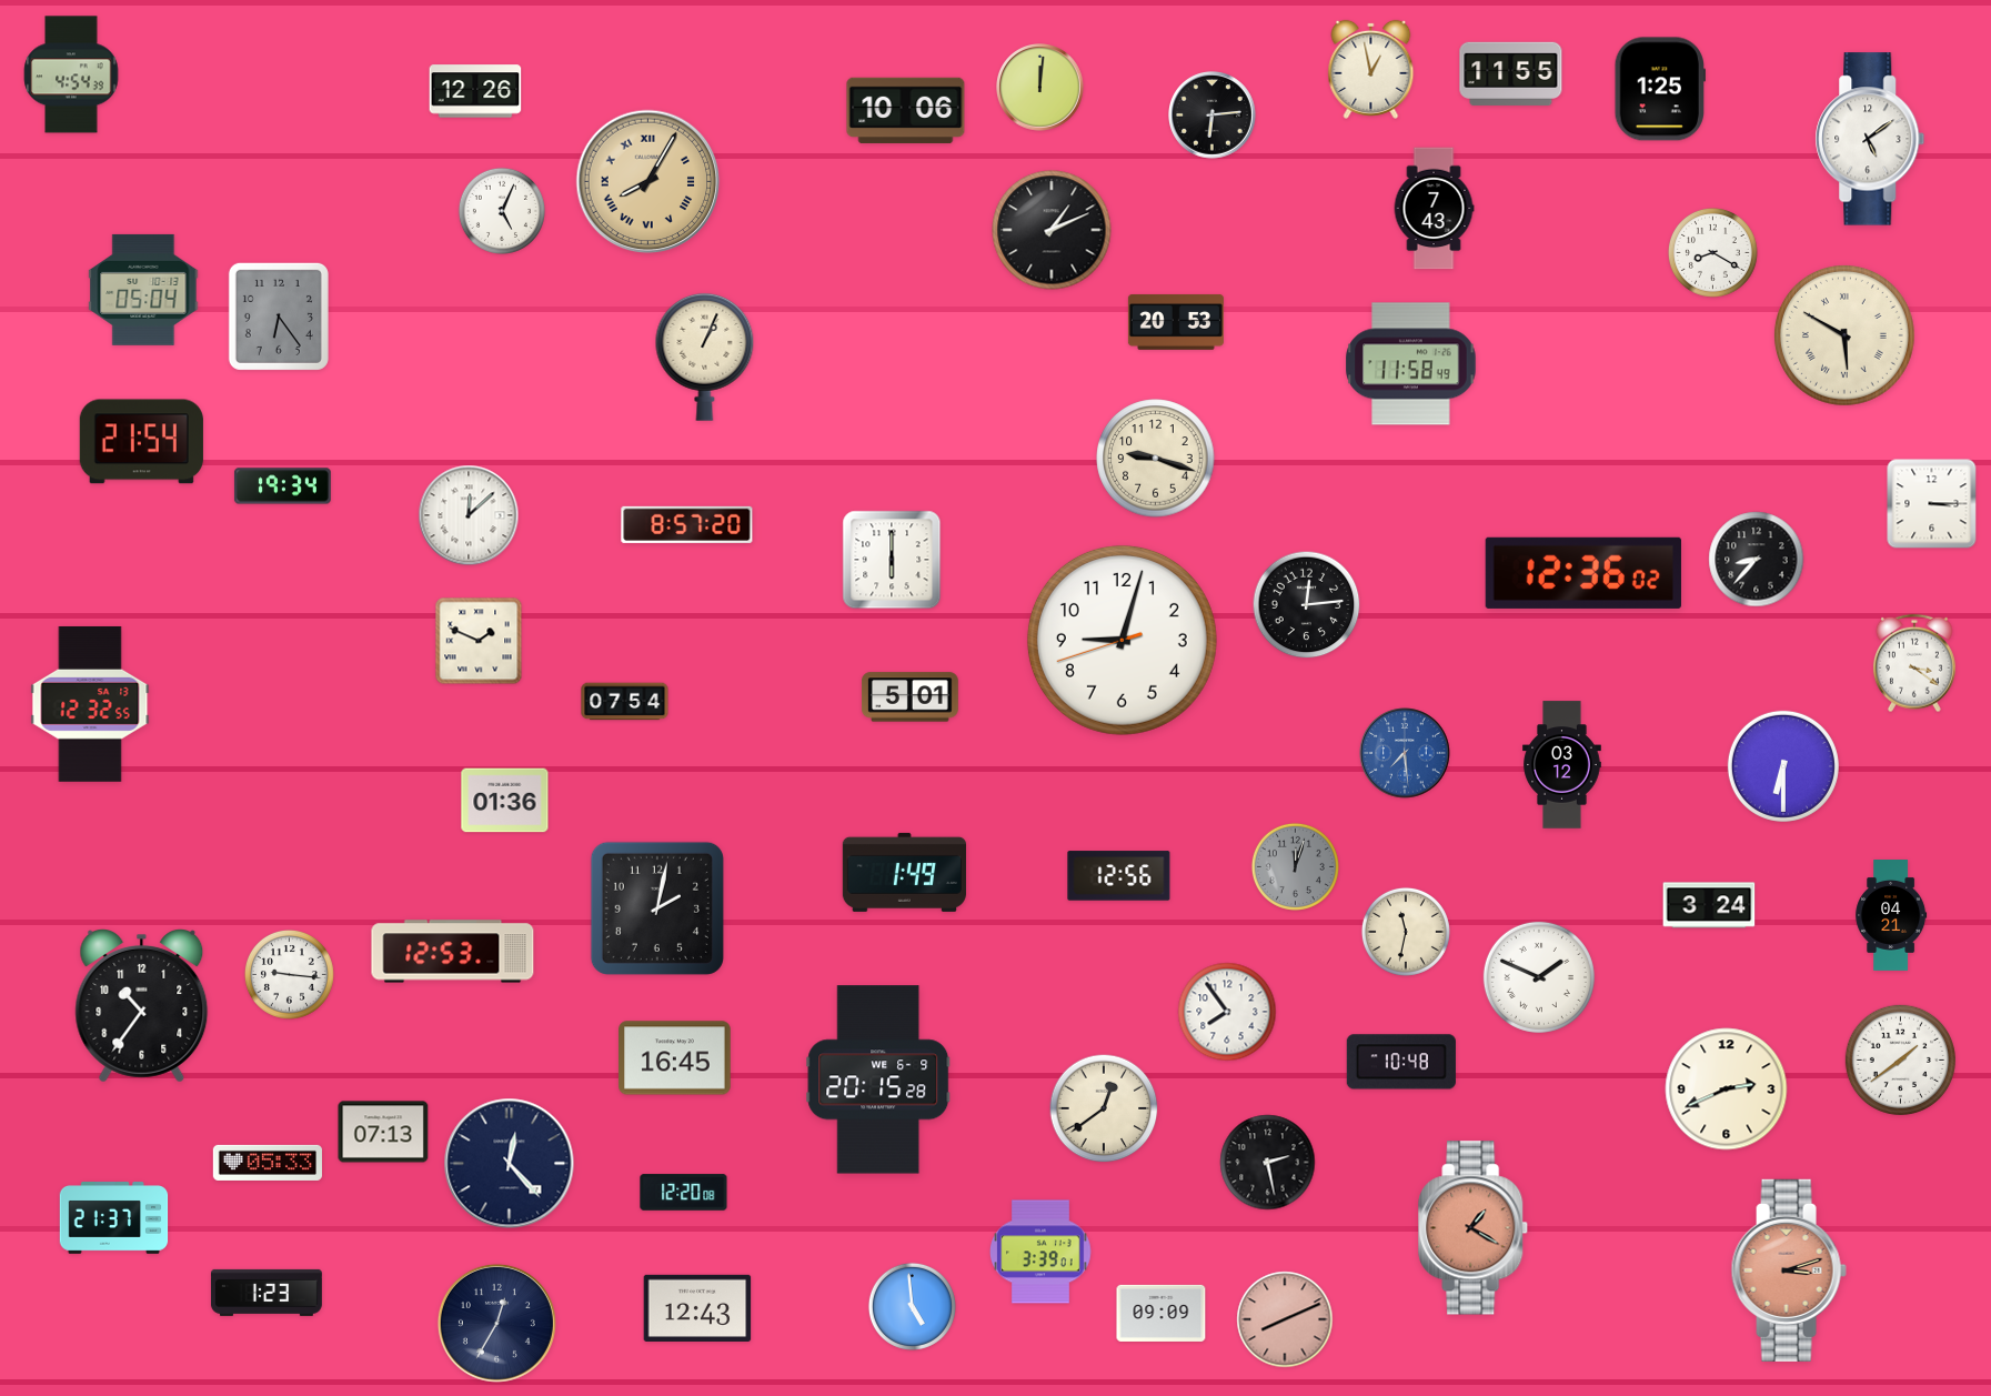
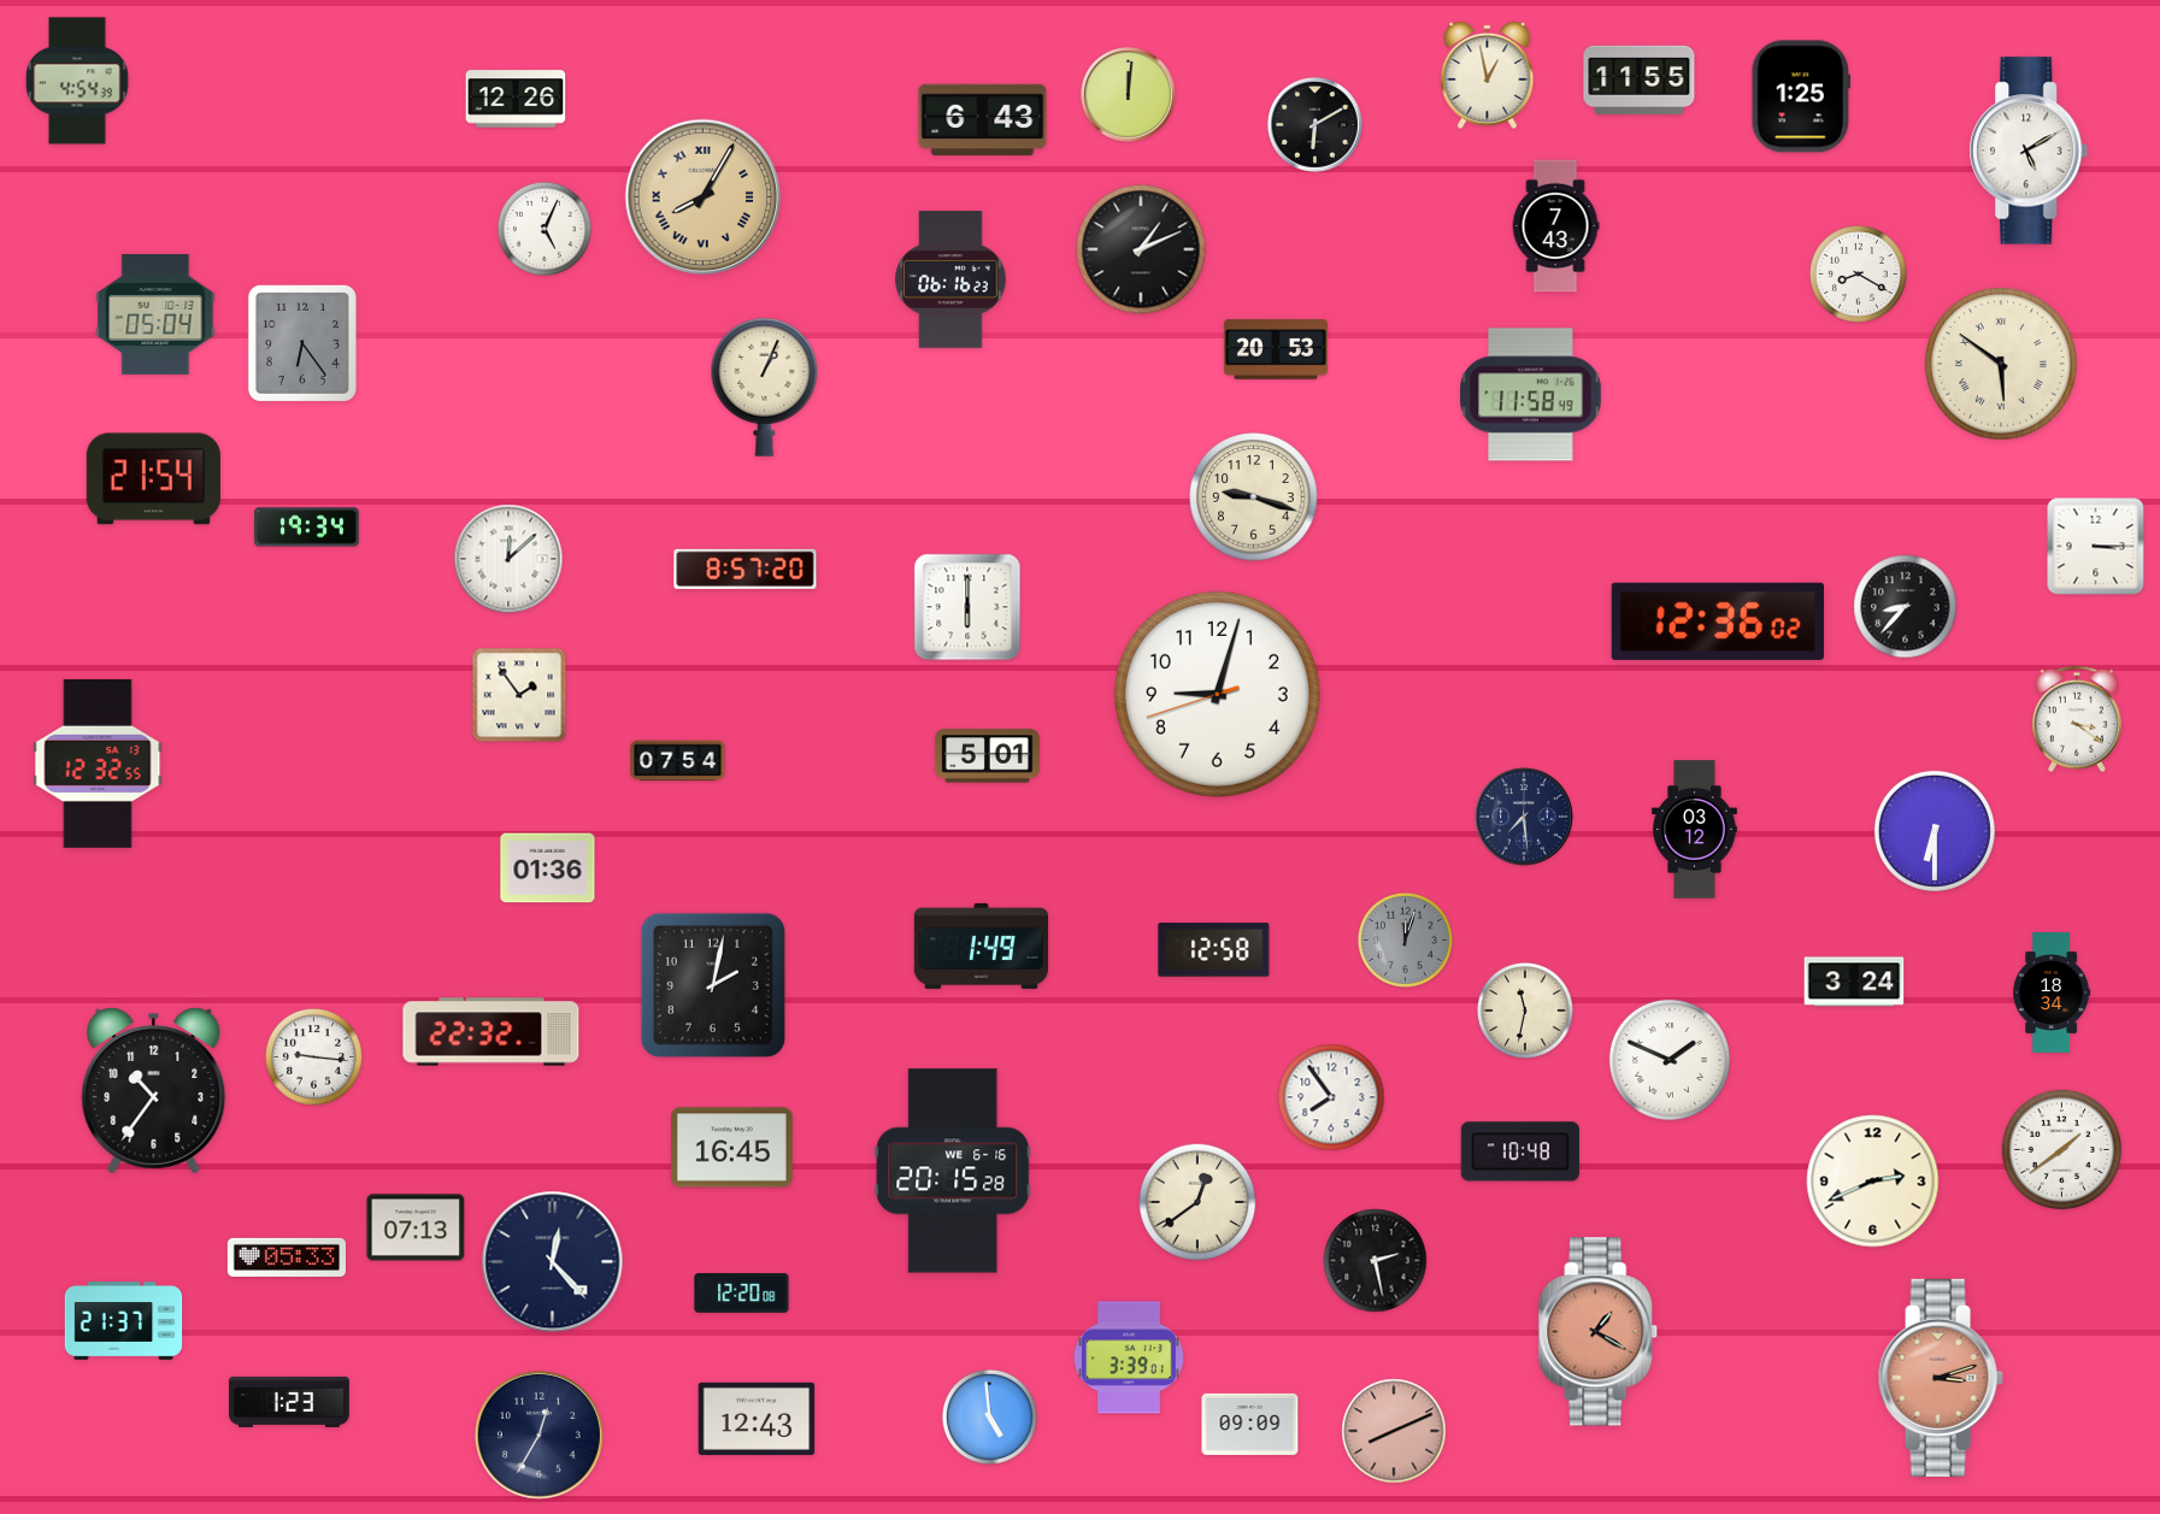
clock at (906, 111): 10:06 -> 6:43
clock at (1213, 116): 6:14 -> 6:10
clock at (1870, 139): 5:09 -> 5:10
clock at (950, 281): none -> 06:16
clock at (1844, 335): 5:50 -> 5:51
clock at (1307, 605): 12:14 -> none
clock at (479, 641): 1:49 -> 1:54
clock at (1405, 753) dial: blue -> navy
clock at (1119, 876): 12:56 -> 12:58
clock at (1891, 916): 04:21 -> 18:34
clock at (453, 952): 12:53 -> 22:32
clock at (878, 1079) date: WE 6-9 -> WE 6-16
clock at (268, 1163) position: (268, 1163) -> (287, 1257)
clock at (1162, 1313) position: (1162, 1313) -> (1250, 1424)
